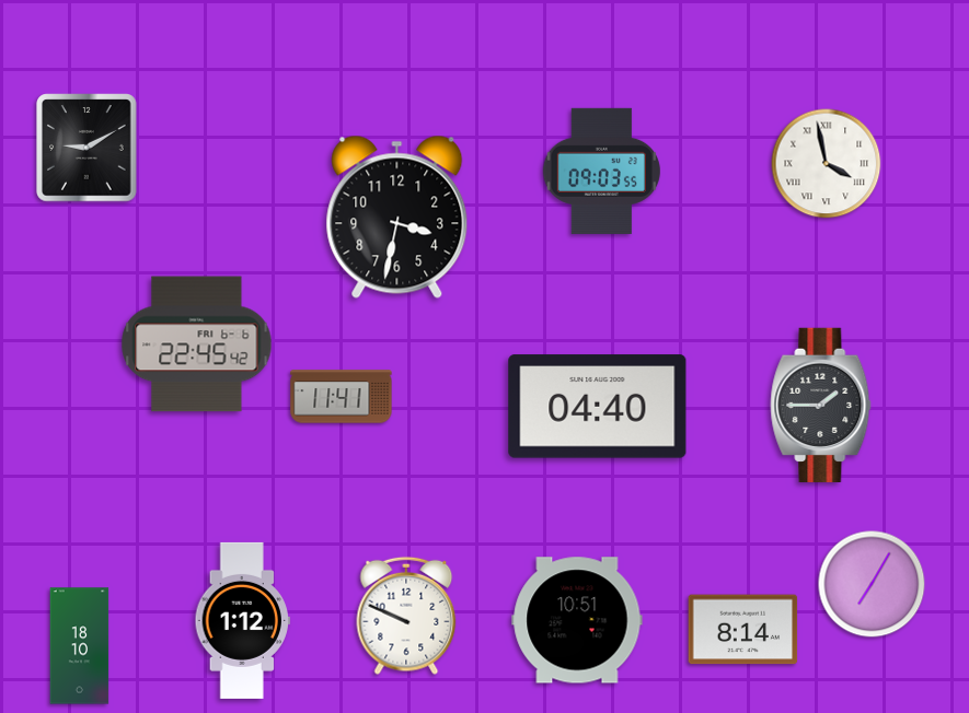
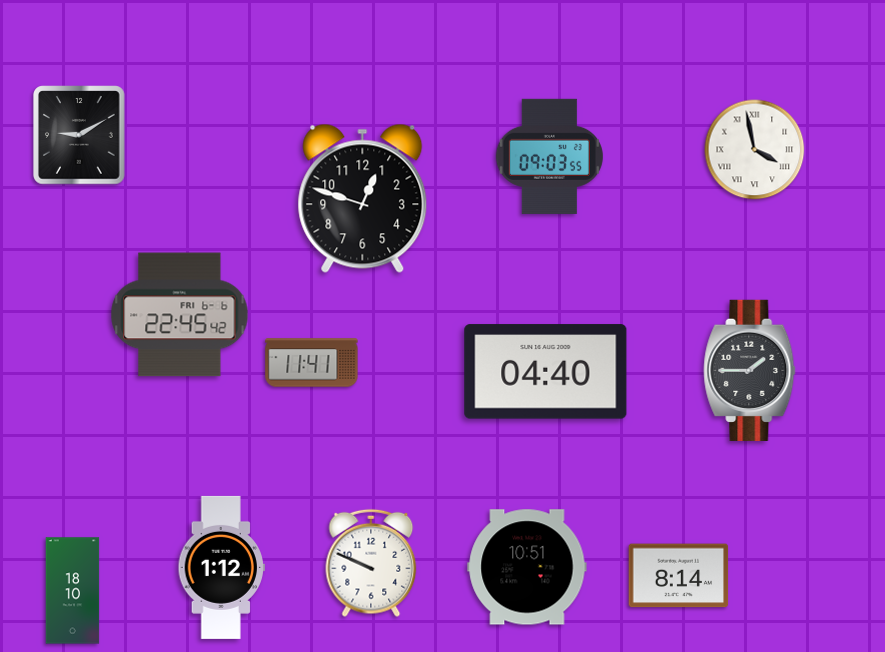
clock at (397, 217): 3:32 -> 12:48
clock at (872, 584): 7:05 -> none
